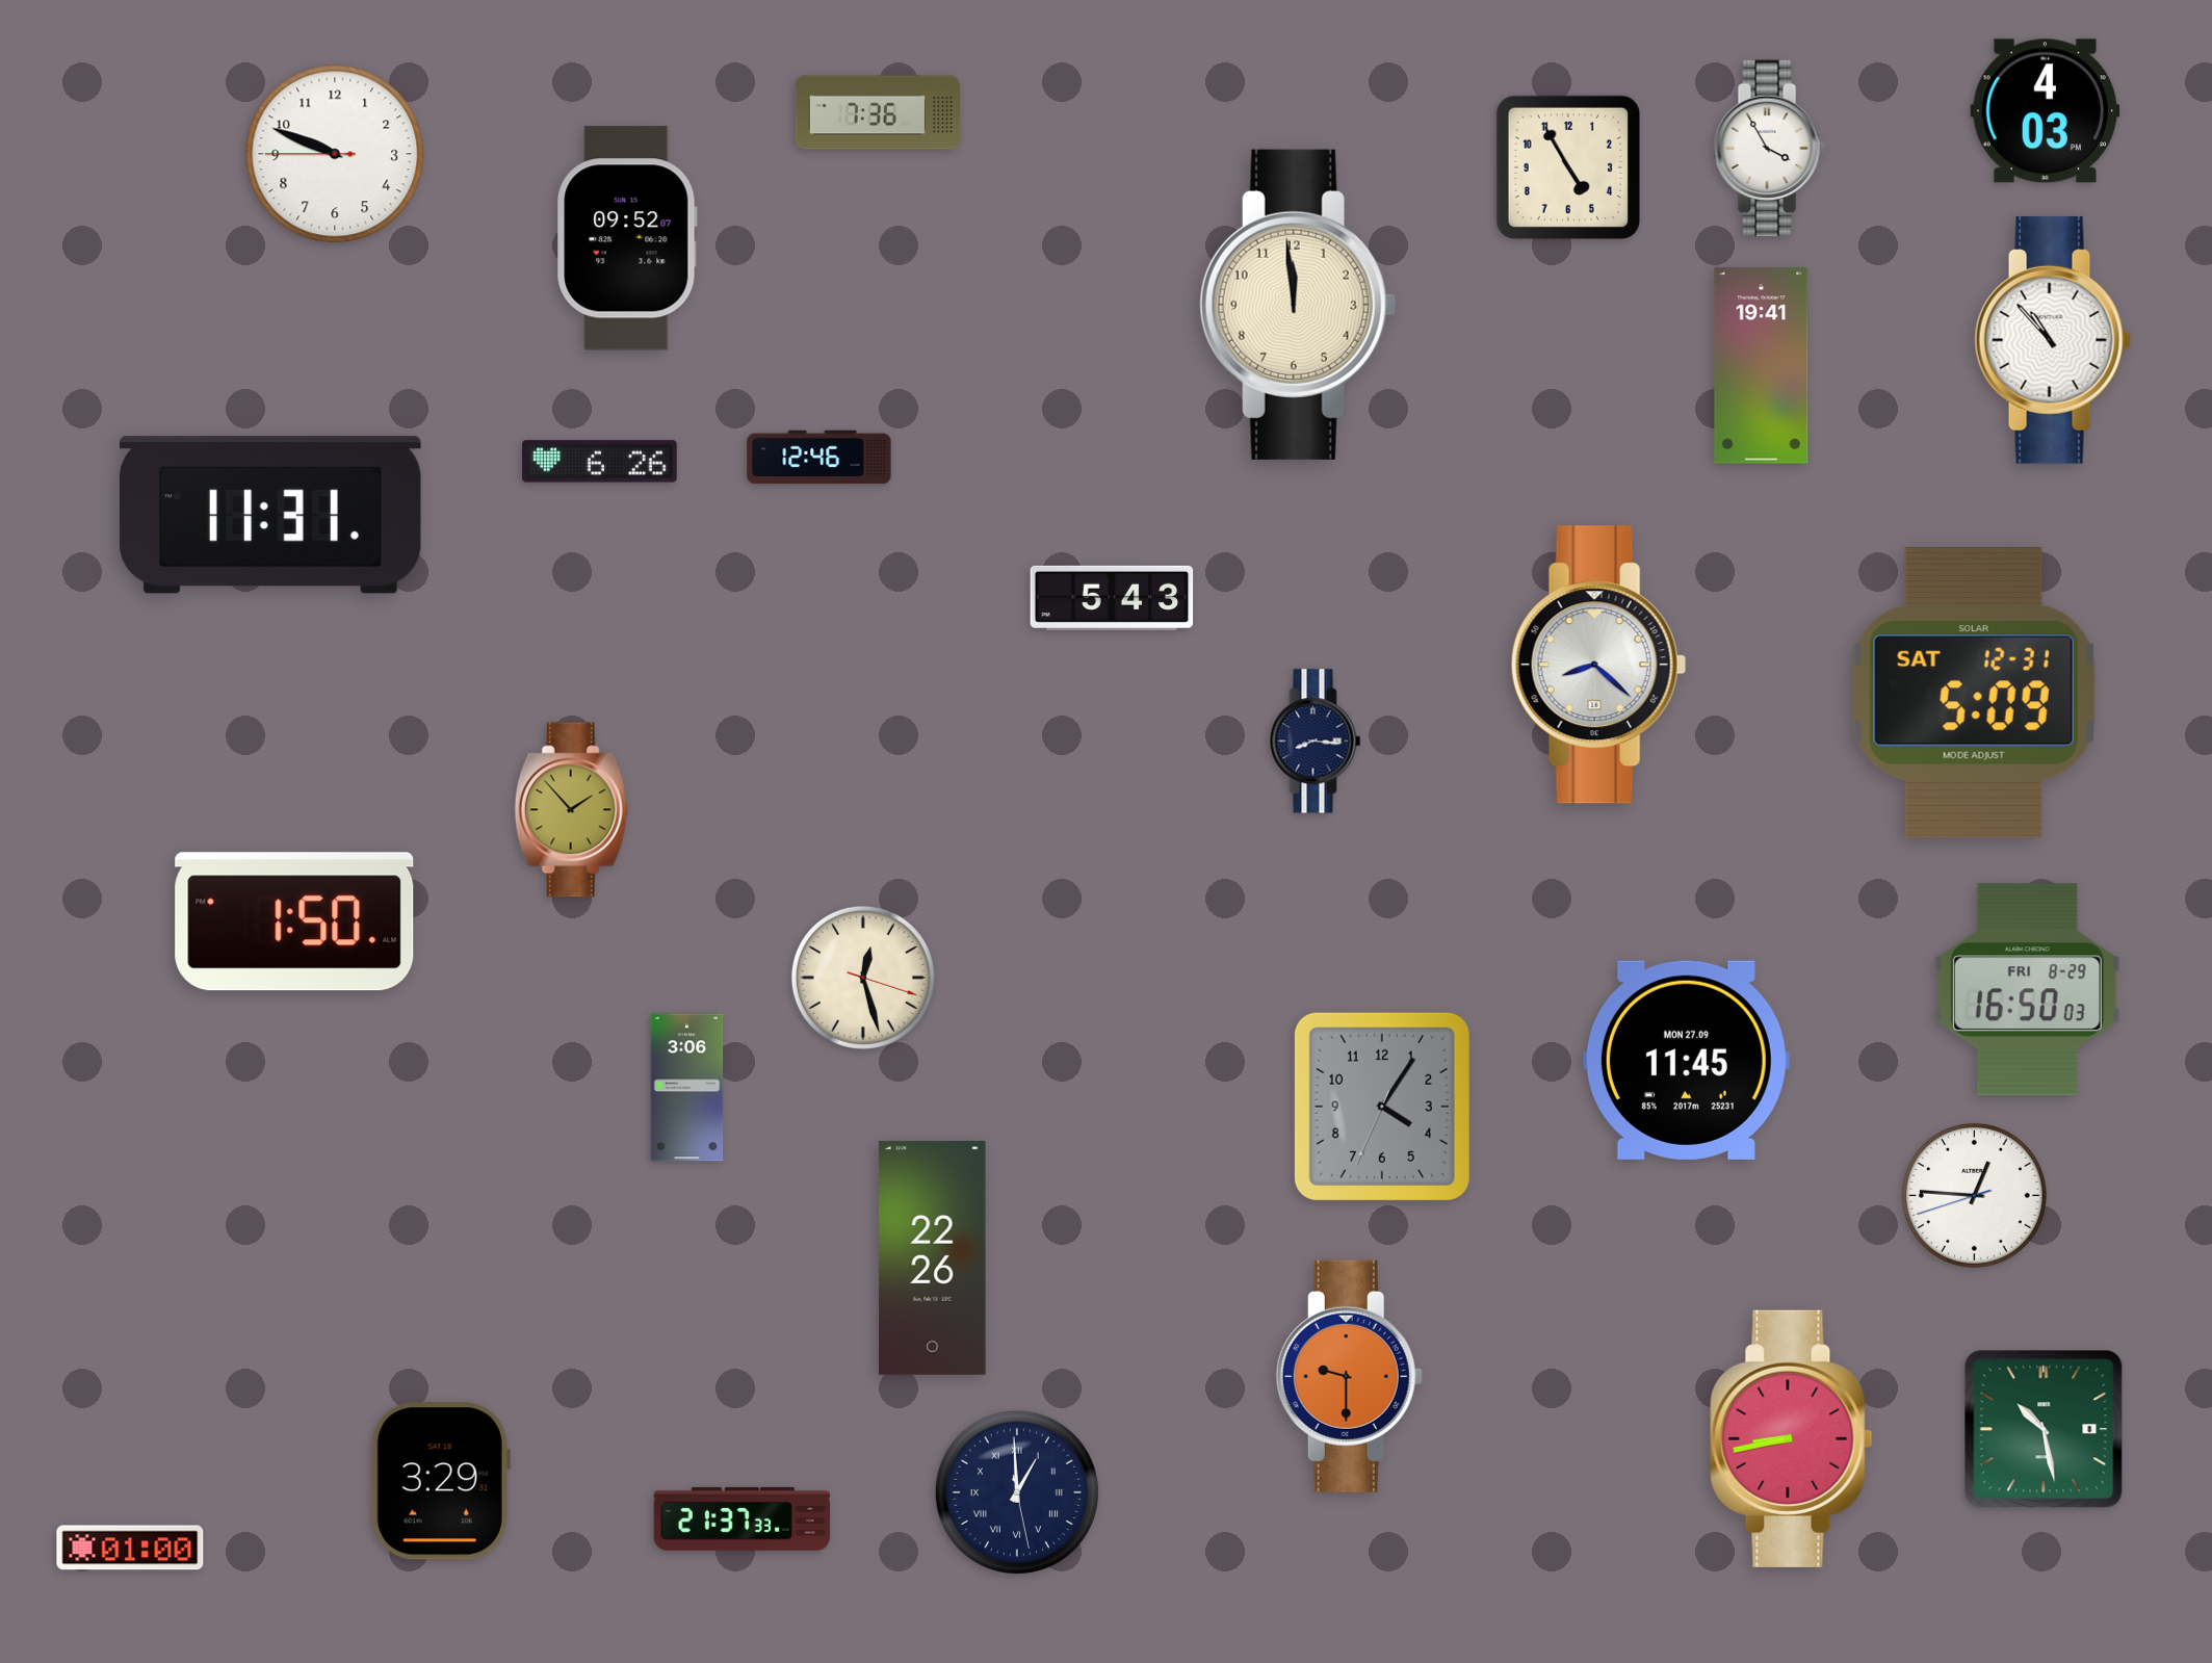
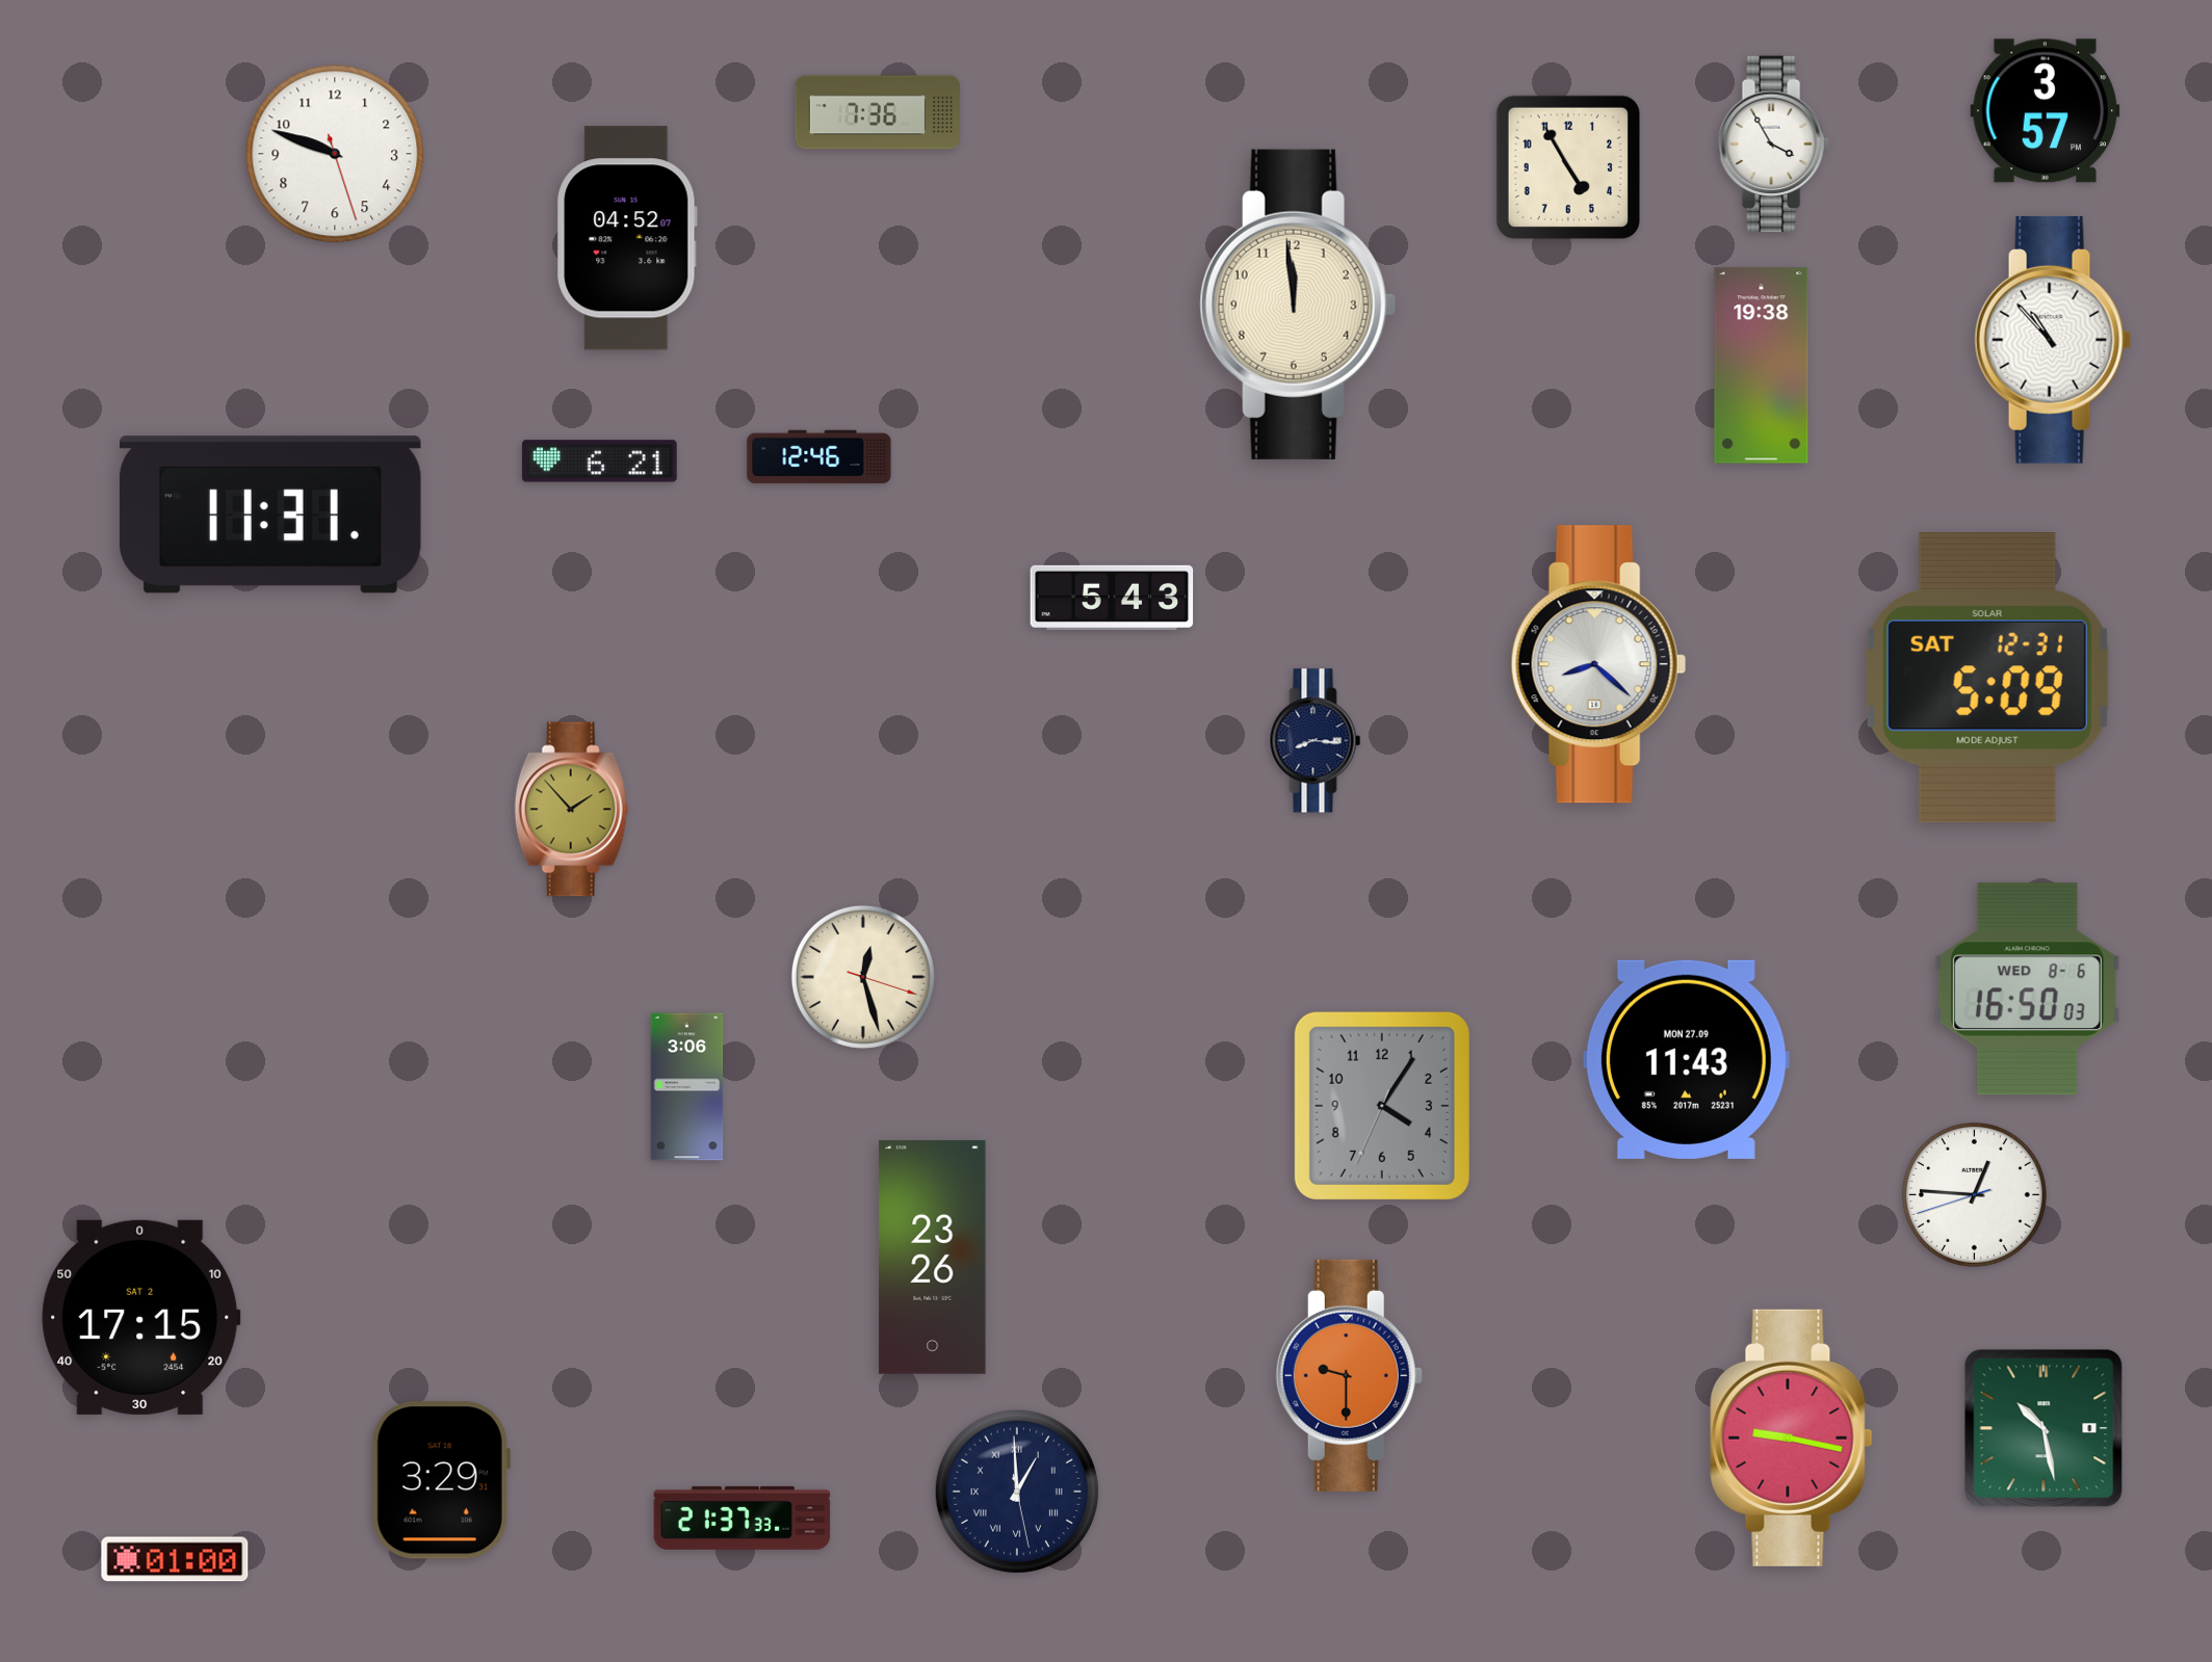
clock at (2046, 111): 4:03 -> 3:57
clock at (1769, 149) position: (1769, 149) -> (1773, 144)
clock at (335, 154): 9:48:45 -> 9:48:27
clock at (627, 238): 09:52 -> 04:52
clock at (1762, 366): 19:41 -> 19:38
clock at (600, 462): 6:26 -> 6:21
clock at (1974, 693) position: (1974, 693) -> (1987, 678)
clock at (294, 921): 1:50 -> none
clock at (2027, 990) date: FRI 8-29 -> WED 8-6
clock at (1686, 1060): 11:45 -> 11:43
clock at (933, 1257): 22:26 -> 23:26
clock at (141, 1317): none -> 17:15
clock at (1792, 1438): 8:43 -> 9:17
clock at (130, 1548) position: (130, 1548) -> (175, 1559)
